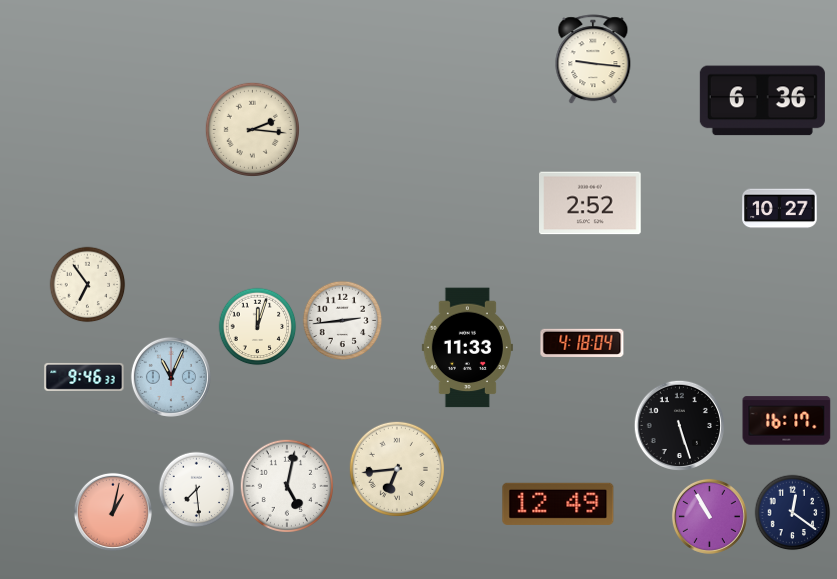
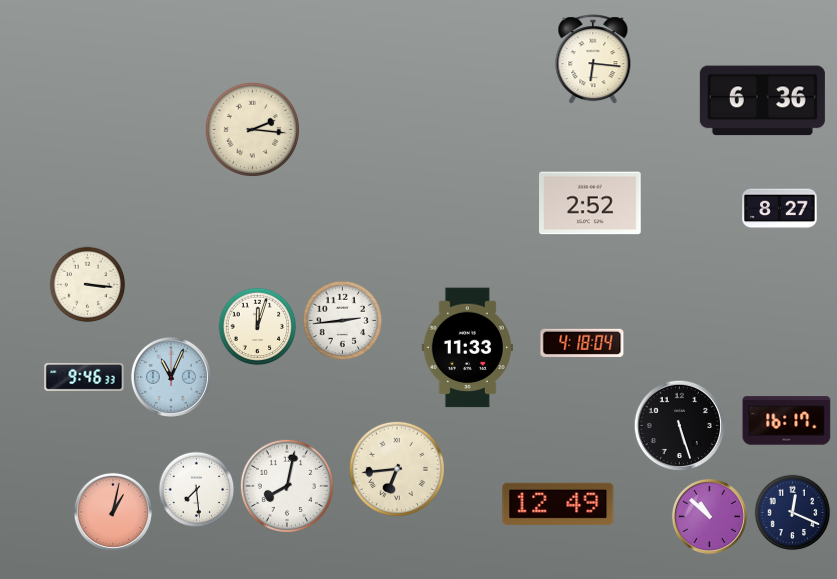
clock at (593, 60): 9:16 -> 6:16
clock at (780, 209): 10:27 -> 8:27
clock at (88, 285): 6:54 -> 3:16
clock at (287, 486): 5:02 -> 8:02
clock at (793, 513): 12:21 -> 12:19
clock at (709, 516): 10:55 -> 10:52
